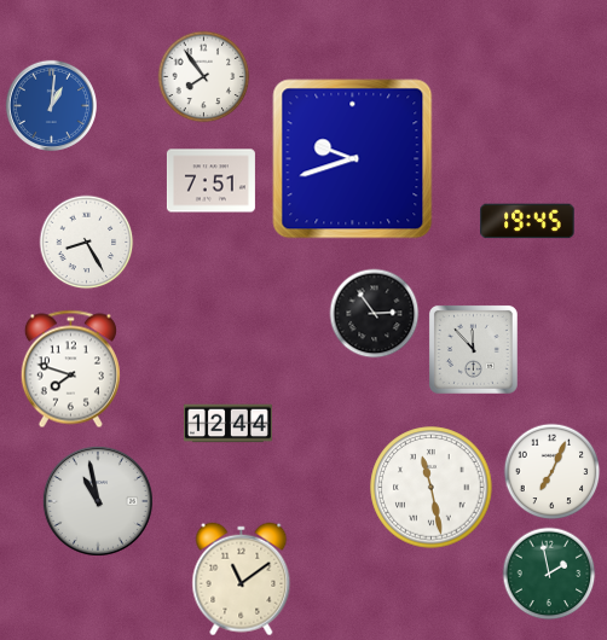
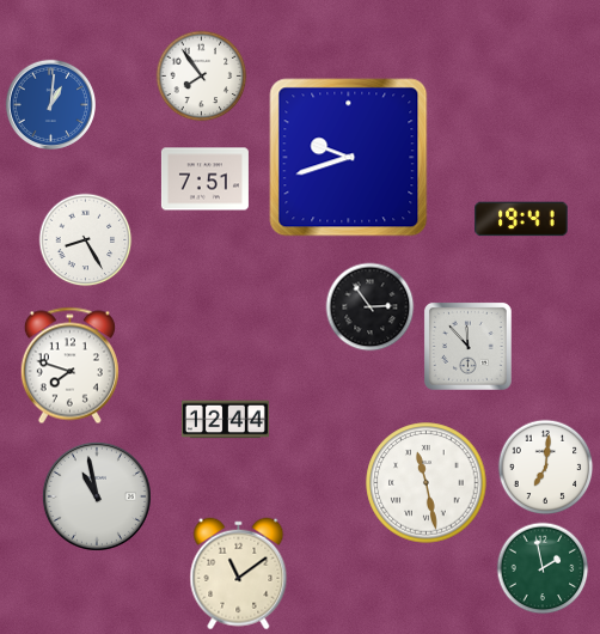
clock at (210, 181) position: (210, 181) -> (204, 179)
clock at (527, 221): 19:45 -> 19:41
clock at (375, 314) position: (375, 314) -> (371, 307)
clock at (553, 472): 7:04 -> 7:01
